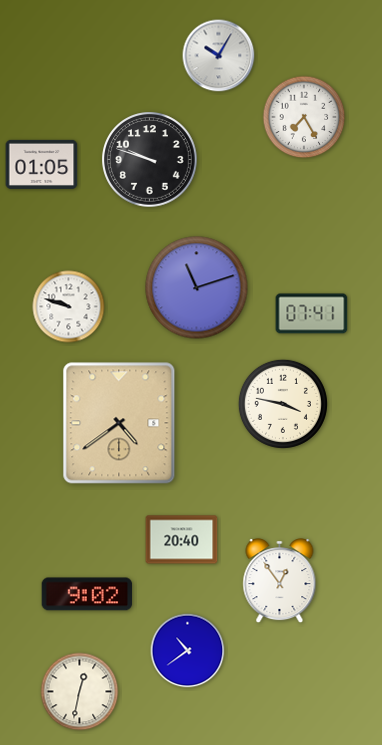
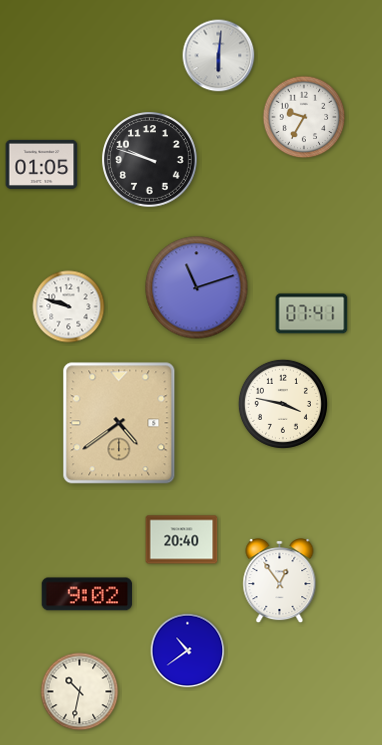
clock at (219, 56): 10:05 -> 6:01
clock at (304, 117): 7:25 -> 9:35
clock at (80, 692): 12:32 -> 10:32
